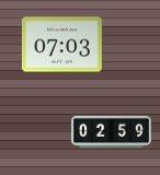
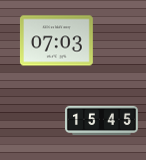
clock at (112, 132): 02:59 -> 15:45
